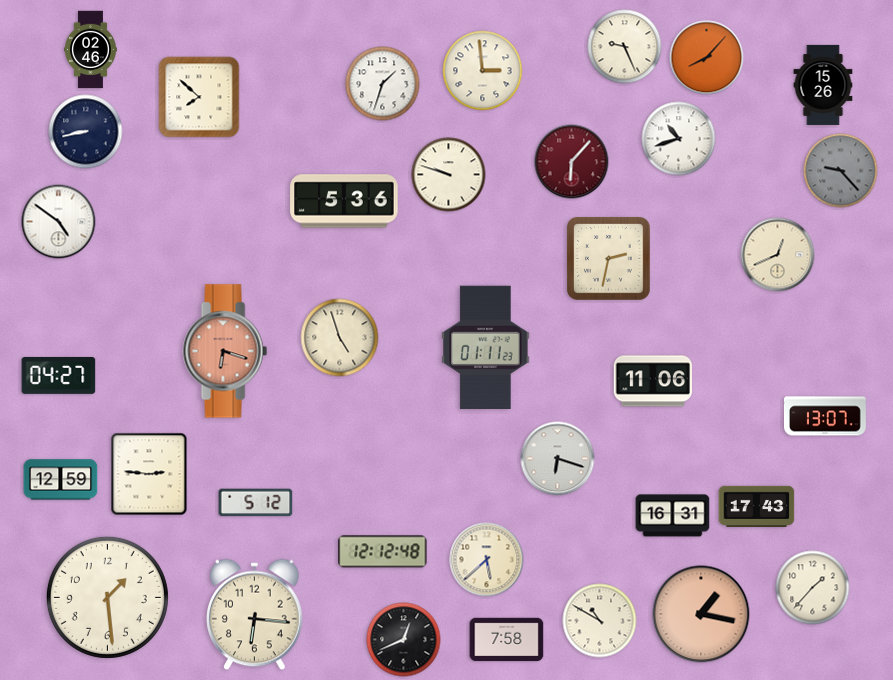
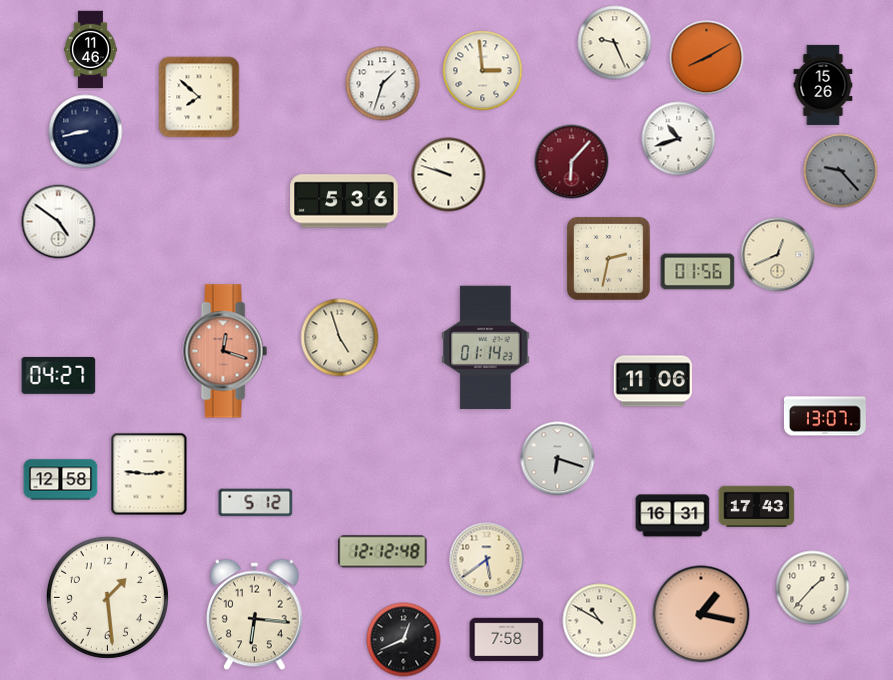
clock at (625, 47) position: (625, 47) -> (615, 43)
clock at (91, 50): 02:46 -> 11:46
clock at (707, 58): 8:07 -> 8:10
clock at (698, 272): none -> 01:56
clock at (486, 347): 01:11 -> 01:14
clock at (225, 351): 6:18 -> 12:18
clock at (61, 480): 12:59 -> 12:58
clock at (487, 560): 5:38 -> 5:39
